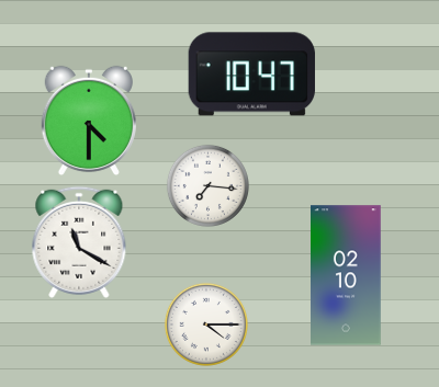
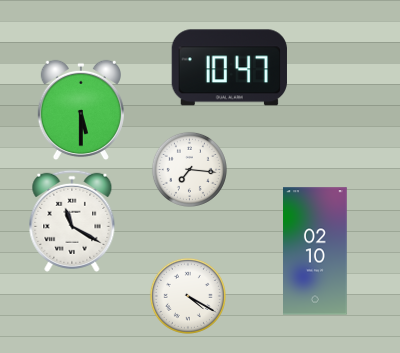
clock at (89, 121): 4:30 -> 5:30
clock at (206, 325): 4:15 -> 4:20
